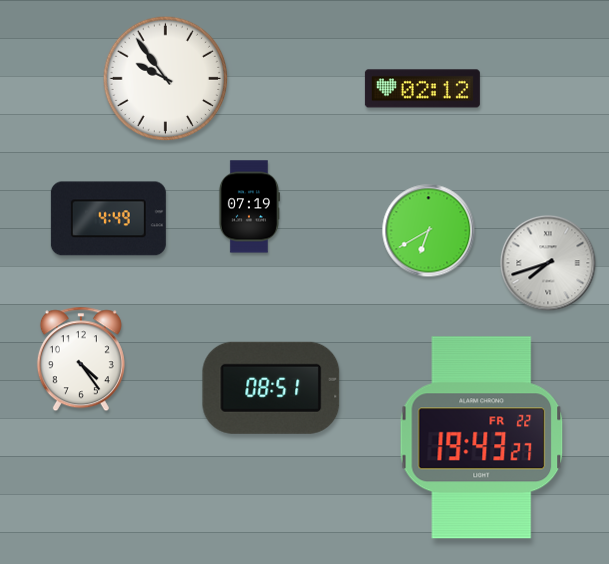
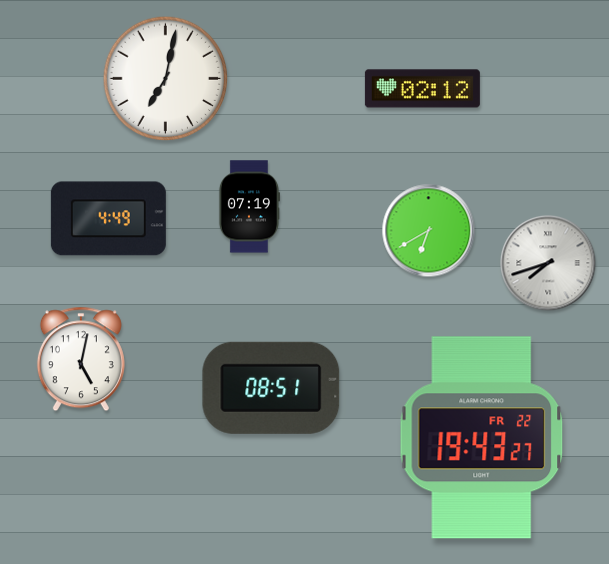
clock at (166, 79): 9:54 -> 7:02
clock at (81, 359): 4:24 -> 5:02
